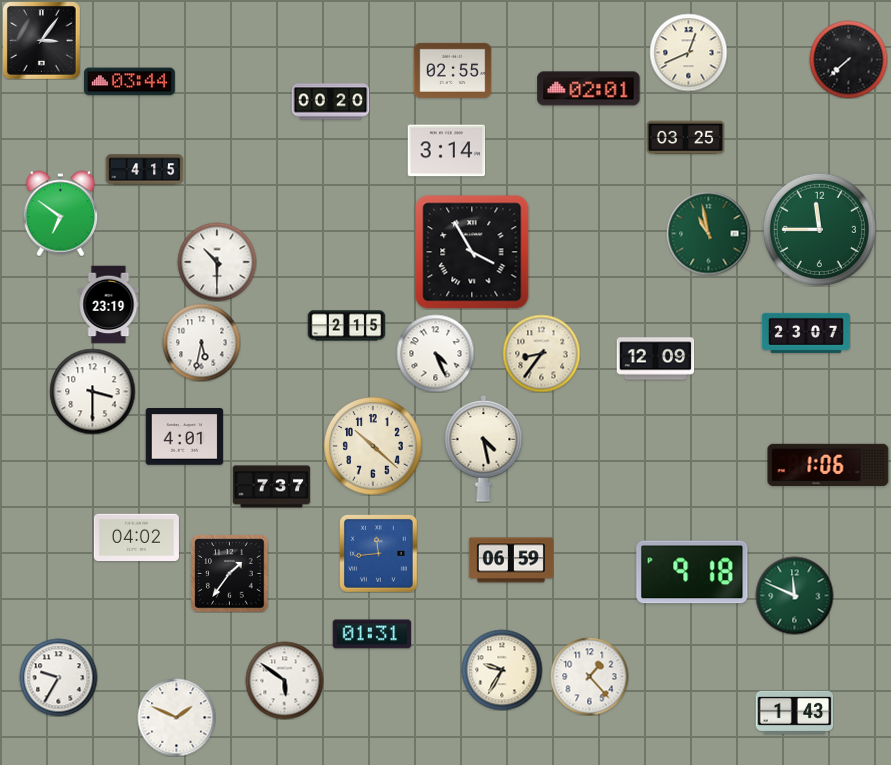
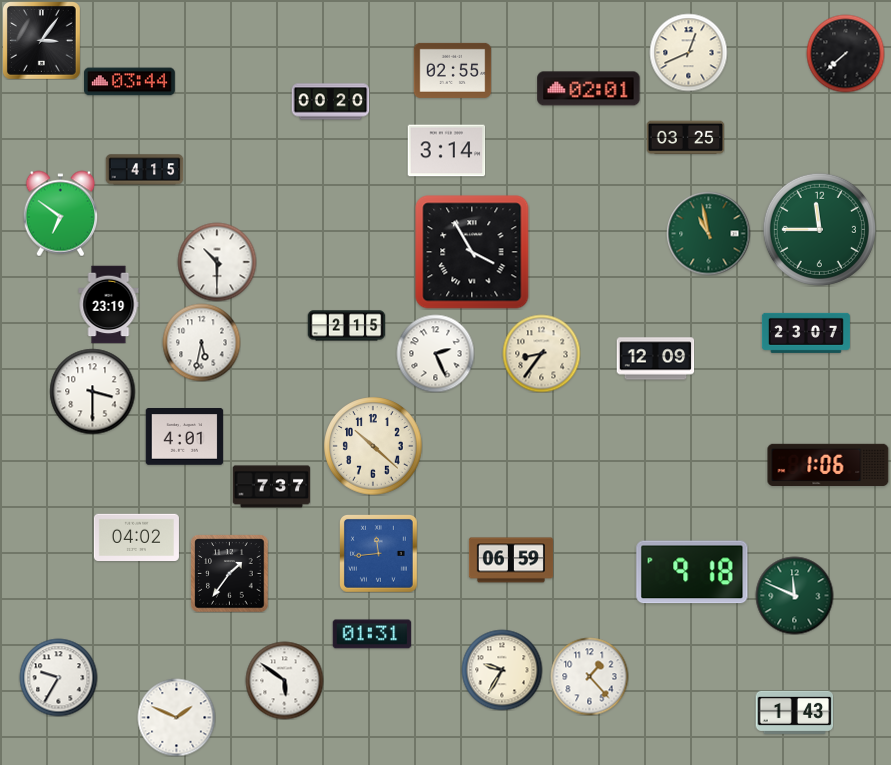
clock at (848, 59) position: (848, 59) -> (845, 53)
clock at (435, 353): 4:26 -> 2:26
clock at (484, 448): 4:28 -> none
